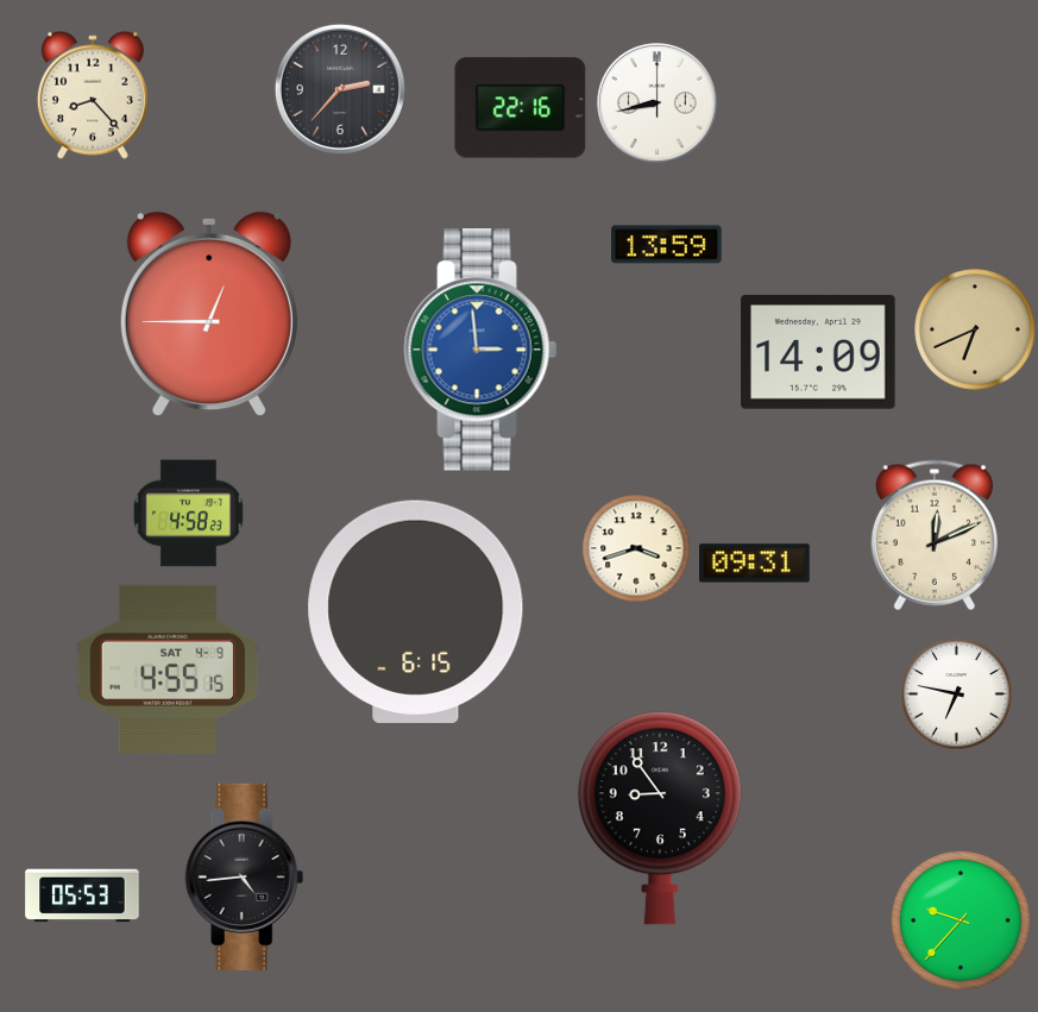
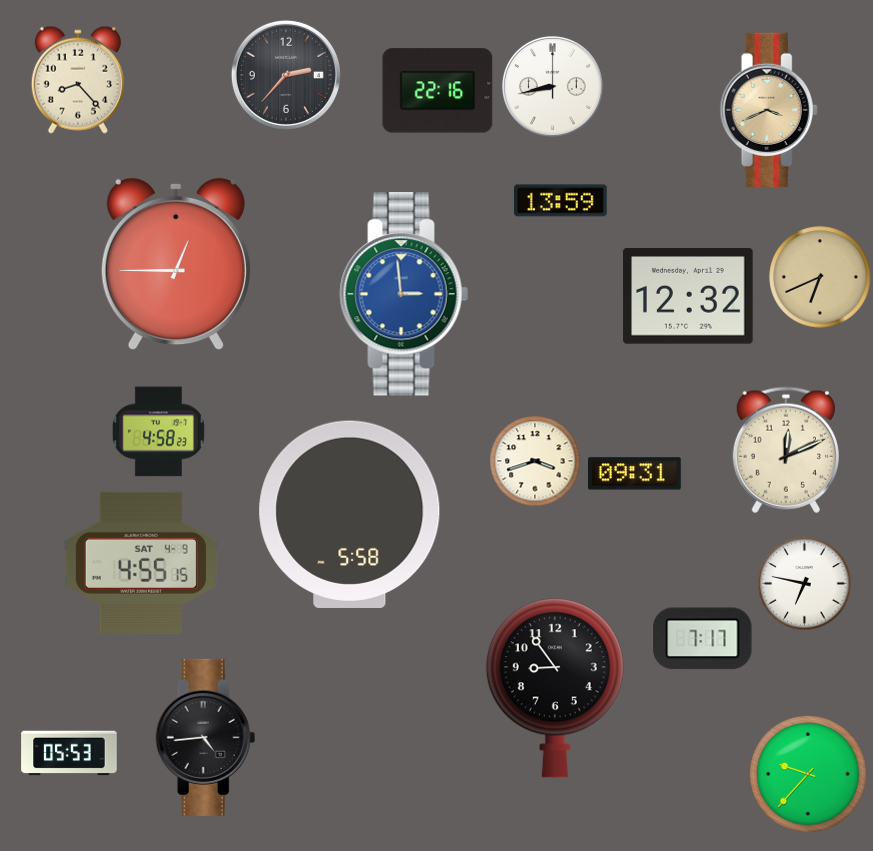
clock at (769, 110): none -> 3:41
clock at (667, 245) position: (667, 245) -> (561, 201)
clock at (818, 353): 14:09 -> 12:32
clock at (416, 611): 6:15 -> 5:58
clock at (703, 639): none -> 7:17
